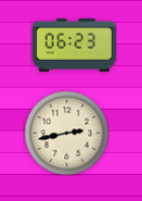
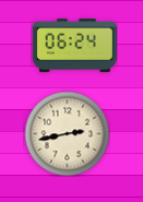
clock at (74, 45): 06:23 -> 06:24
